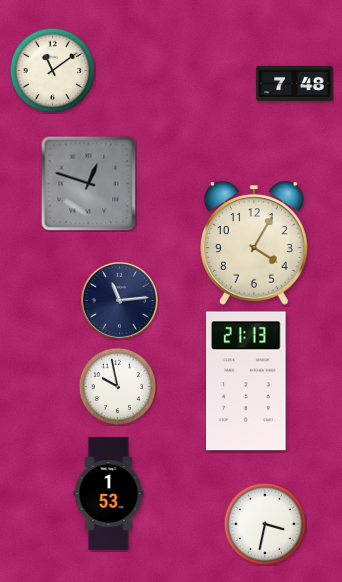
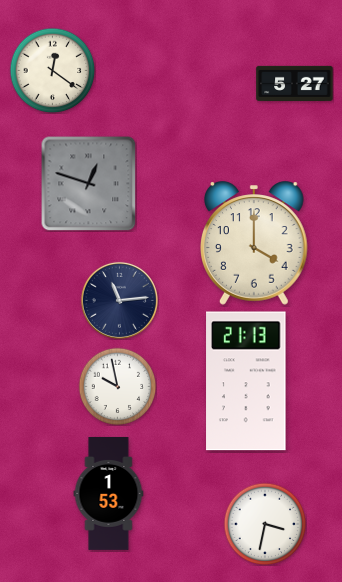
clock at (52, 70): 11:09 -> 12:21
clock at (295, 83): 7:48 -> 5:27
clock at (255, 243): 4:05 -> 4:00
